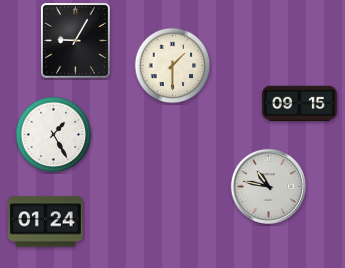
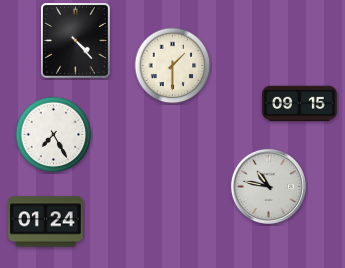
clock at (76, 41): 9:05 -> 4:23
clock at (54, 135): 1:25 -> 7:25
